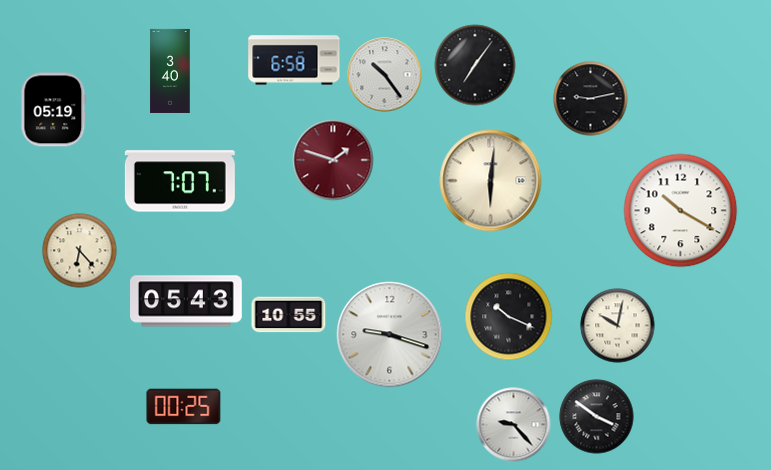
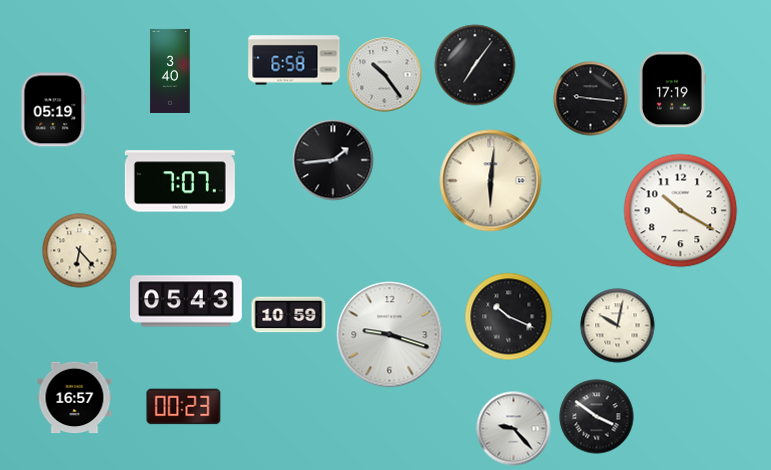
clock at (672, 90): none -> 17:19
clock at (591, 99): 9:13 -> 9:16
clock at (333, 160): 1:48 -> 1:44
clock at (333, 160) dial: burgundy -> black
clock at (289, 315): 10:55 -> 10:59
clock at (75, 398): none -> 16:57
clock at (184, 407): 00:25 -> 00:23
clock at (514, 425) position: (514, 425) -> (514, 429)
